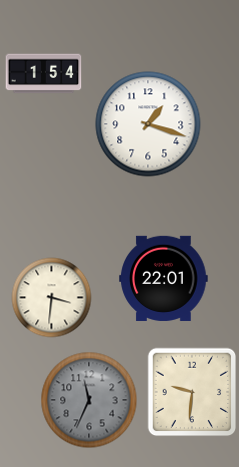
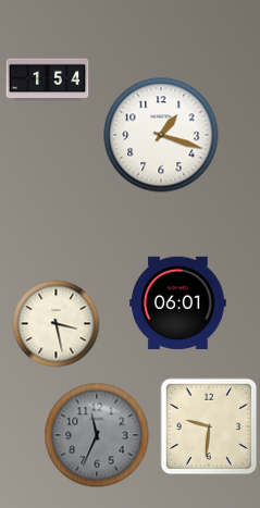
clock at (164, 278): 22:01 -> 06:01
clock at (52, 298): 3:31 -> 3:28
